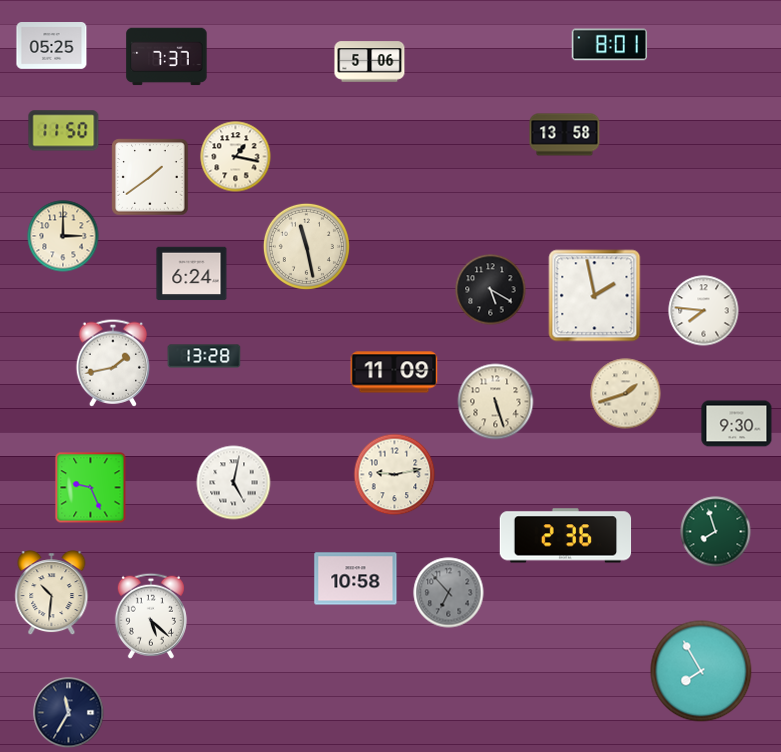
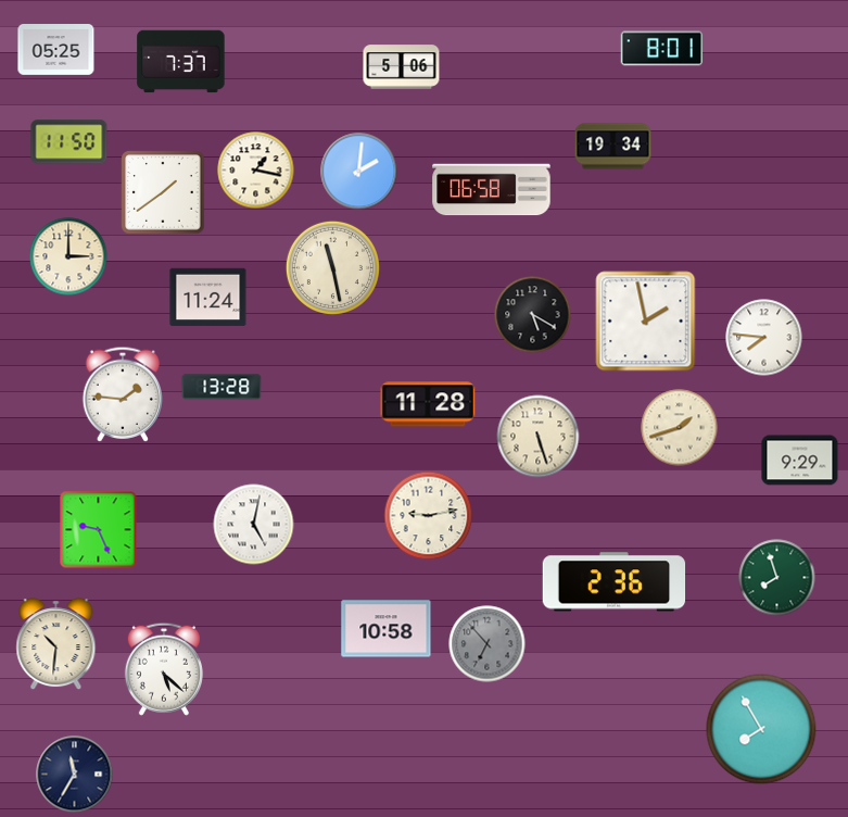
clock at (565, 135): 13:58 -> 19:34
clock at (359, 172): none -> 2:01
clock at (492, 190): none -> 06:58
clock at (192, 274): 6:24 -> 11:24
clock at (112, 363): 1:43 -> 1:46
clock at (394, 372): 11:09 -> 11:28
clock at (737, 424): 9:30 -> 9:29
